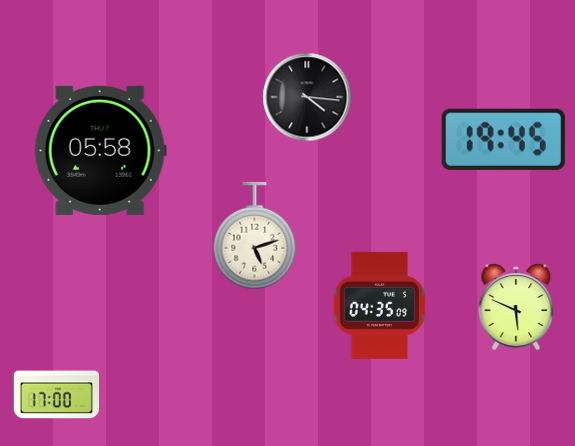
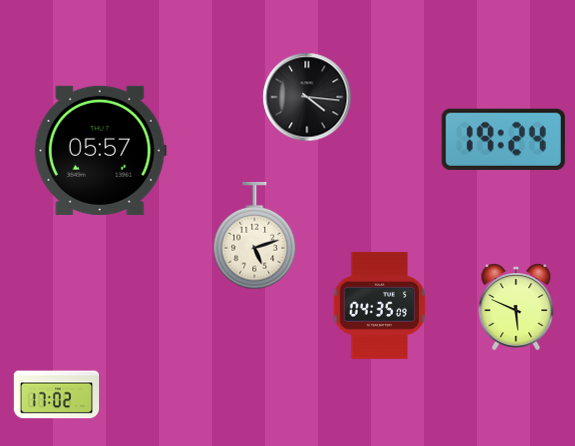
clock at (503, 139): 19:45 -> 19:24
clock at (100, 150): 05:58 -> 05:57
clock at (56, 395): 17:00 -> 17:02
